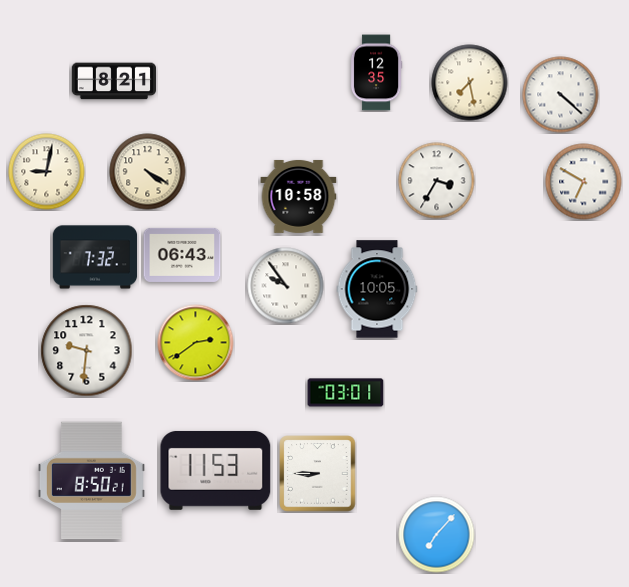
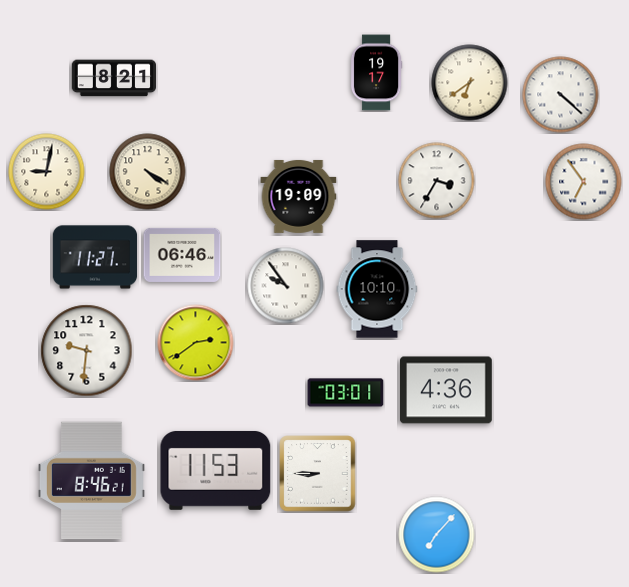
clock at (376, 73): 12:35 -> 19:17
clock at (114, 81) position: (114, 81) -> (114, 78)
clock at (470, 83): 7:28 -> 6:39
clock at (584, 182): 6:50 -> 6:54
clock at (299, 196): 10:58 -> 19:09
clock at (182, 255): 06:43 -> 06:46
clock at (95, 257): 7:32 -> 11:21
clock at (377, 289): 10:05 -> 10:10
clock at (447, 390): none -> 4:36
clock at (91, 481): 8:50 -> 8:46
